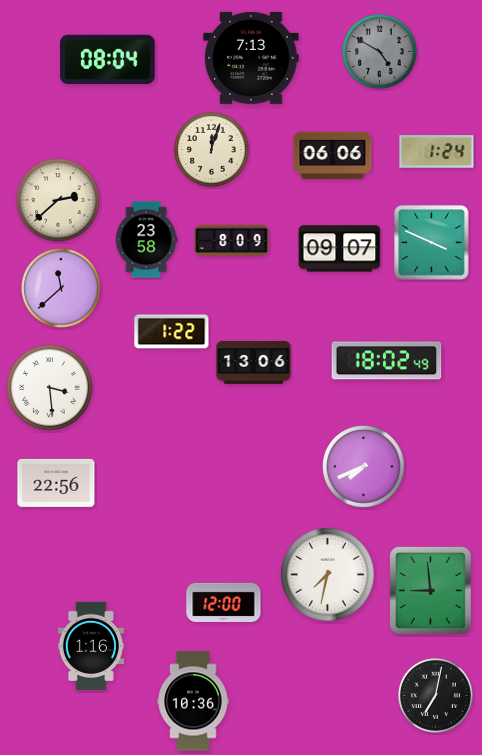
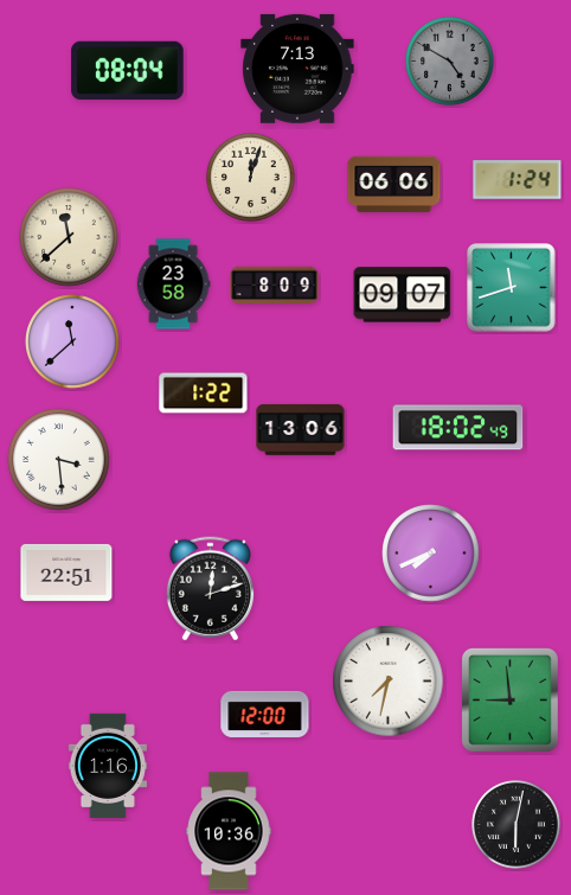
clock at (58, 200): 2:38 -> 11:38
clock at (432, 243): 3:49 -> 11:42
clock at (56, 483): 22:56 -> 22:51
clock at (210, 589): none -> 12:12
clock at (436, 696): 7:02 -> 6:02
